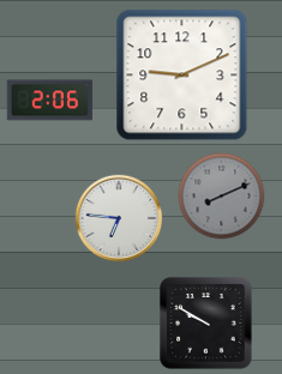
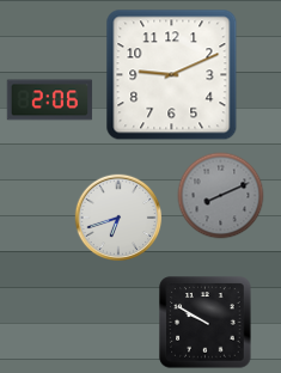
clock at (182, 76) position: (182, 76) -> (172, 75)
clock at (119, 218): 6:46 -> 6:42
